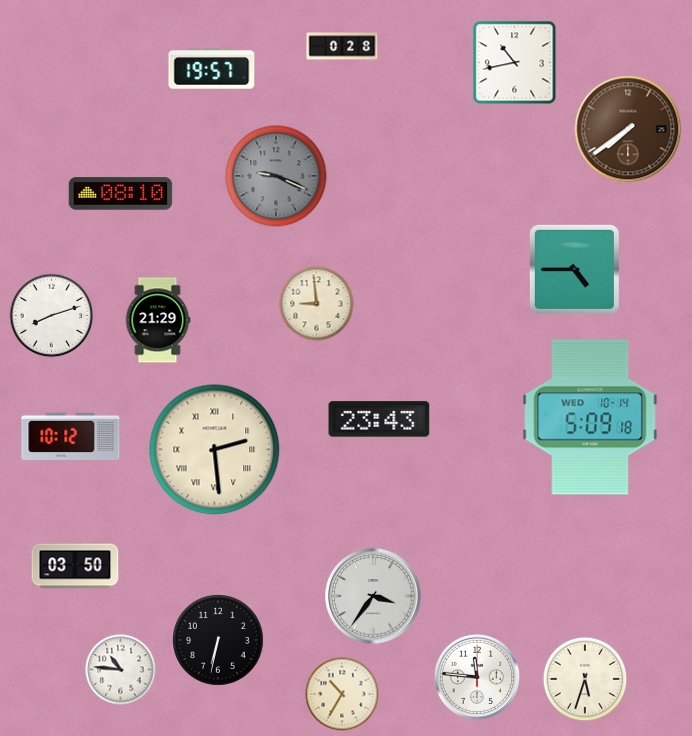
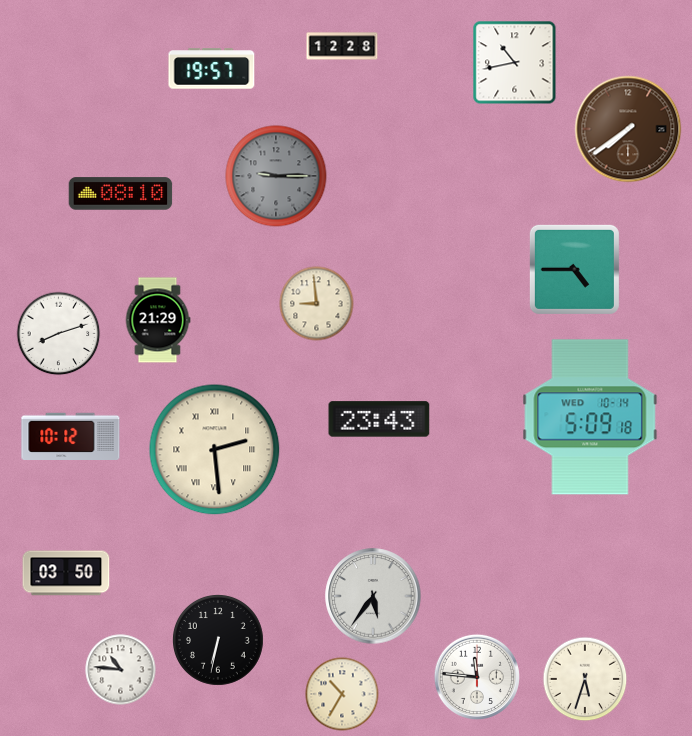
clock at (342, 46): 0:28 -> 12:28
clock at (276, 176): 9:19 -> 9:15
clock at (52, 316) position: (52, 316) -> (59, 334)
clock at (75, 566) position: (75, 566) -> (66, 573)
clock at (373, 596): 3:36 -> 5:36
